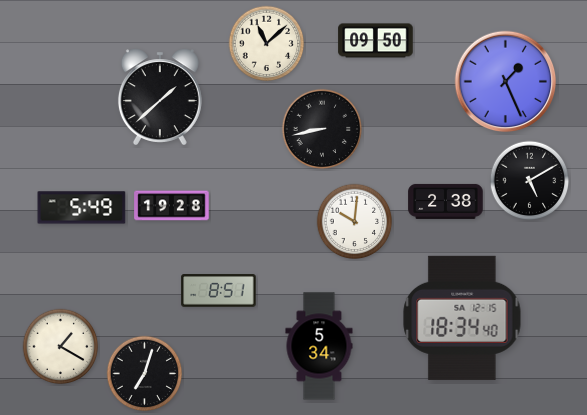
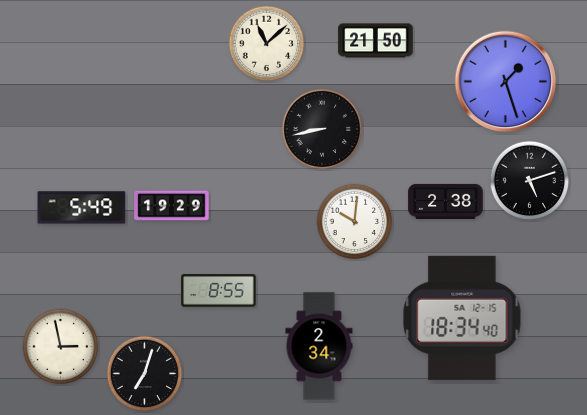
clock at (376, 41): 09:50 -> 21:50
clock at (506, 82): 1:26 -> 1:27
clock at (160, 96): 1:38 -> none
clock at (530, 181): 5:10 -> 5:12
clock at (172, 206): 19:28 -> 19:29
clock at (219, 291): 8:51 -> 8:55
clock at (319, 346): 5:34 -> 2:34
clock at (61, 347): 1:20 -> 2:58
